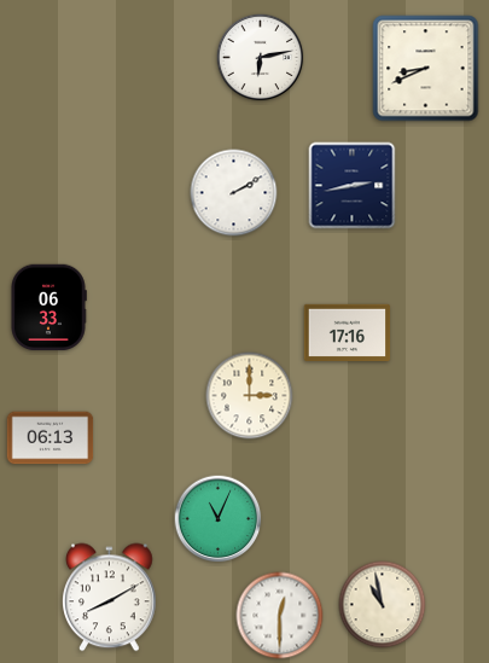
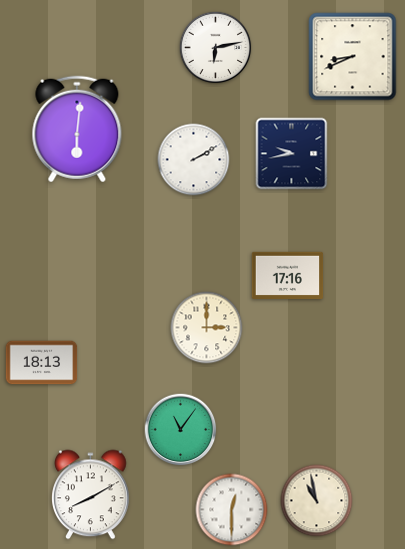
clock at (77, 129): none -> 6:01
clock at (353, 186): 2:43 -> 9:43
clock at (48, 308): 06:33 -> none
clock at (51, 438): 06:13 -> 18:13
clock at (219, 519): 11:04 -> 11:06
